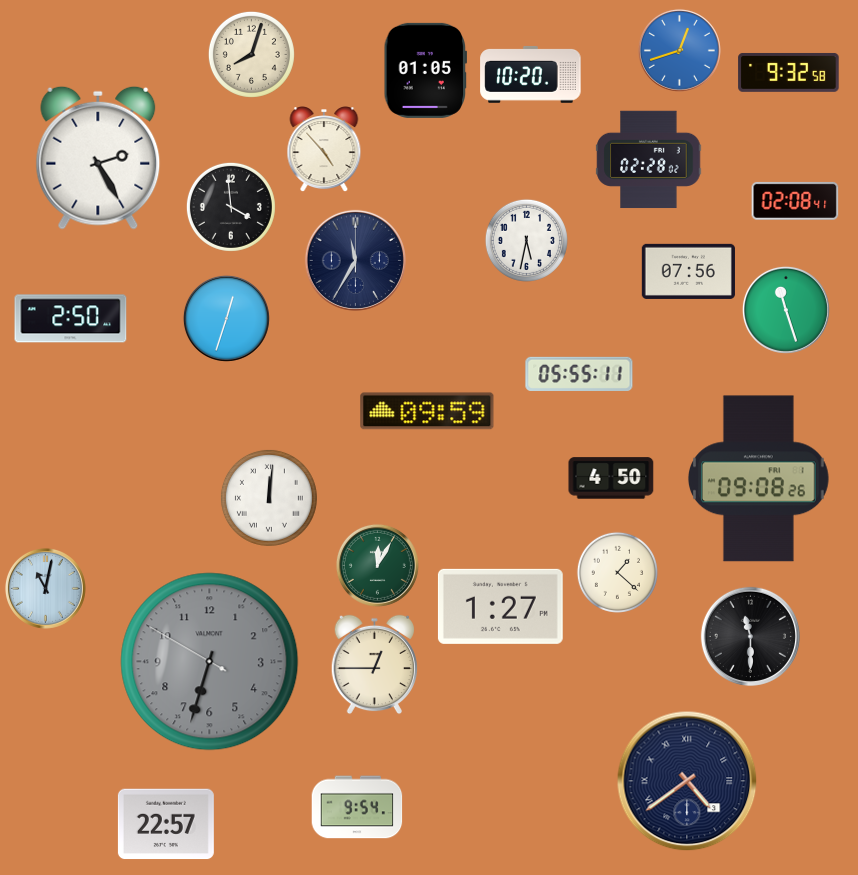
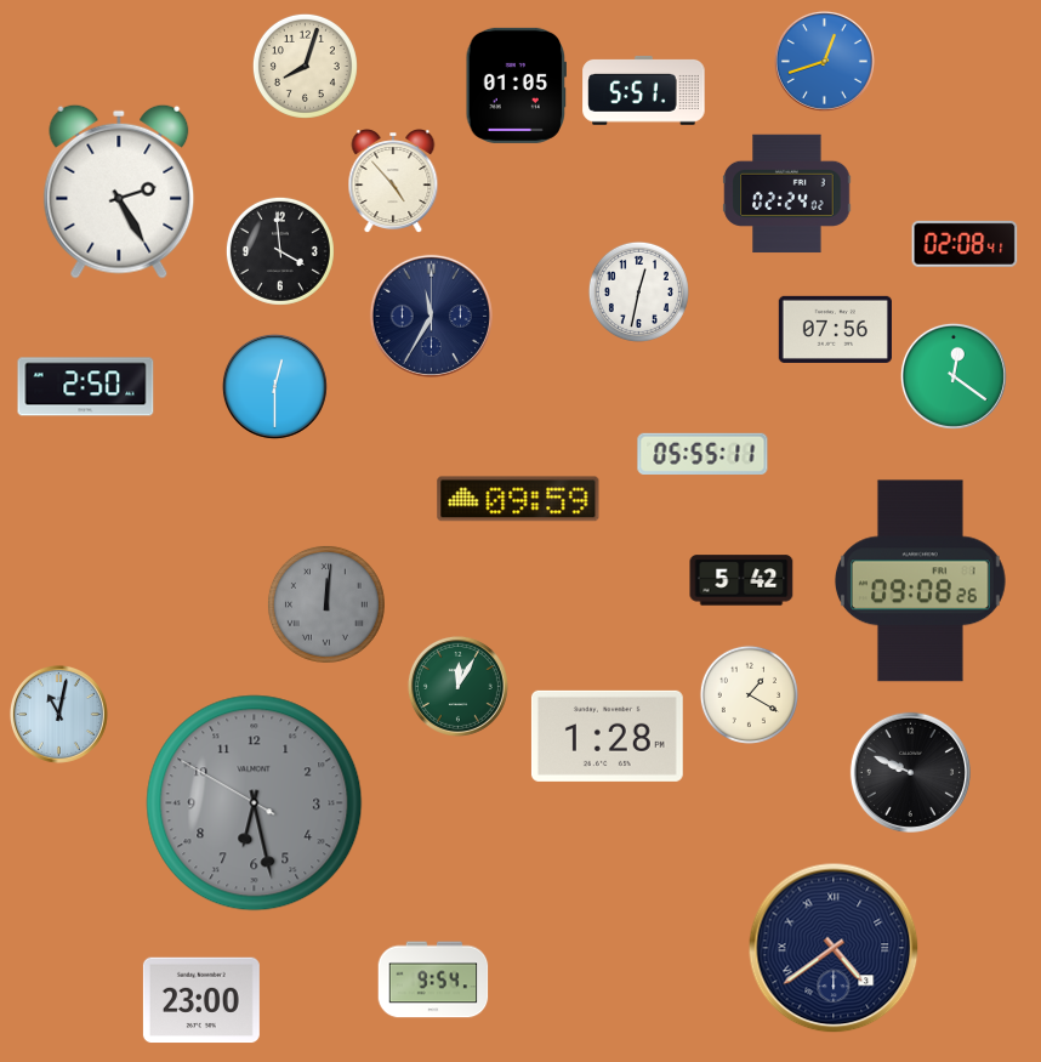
clock at (789, 72): 9:32 -> none
clock at (531, 74): 10:20 -> 5:51
clock at (649, 160): 02:28 -> 02:24
clock at (526, 240): 5:32 -> 12:32
clock at (786, 310): 11:27 -> 12:21
clock at (226, 318): 12:33 -> 12:30
clock at (611, 478): 4:50 -> 5:42
clock at (269, 498) dial: white -> grey
clock at (617, 572): 1:22 -> 1:20
clock at (45, 588) position: (45, 588) -> (58, 714)
clock at (500, 606): 1:27 -> 1:28
clock at (750, 636): 11:30 -> 9:49
clock at (210, 662): 6:32 -> 6:27
clock at (374, 665): 12:45 -> none
clock at (166, 824): 22:57 -> 23:00
